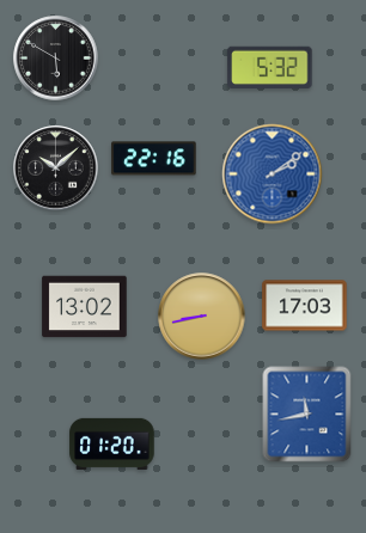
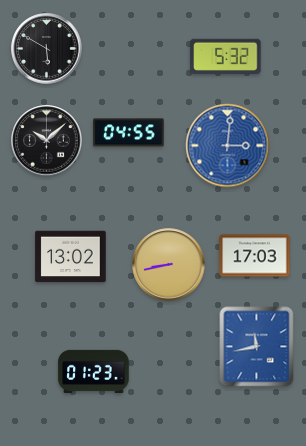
clock at (154, 159): 22:16 -> 04:55
clock at (273, 174): 2:09 -> 3:01
clock at (112, 443): 01:20 -> 01:23
